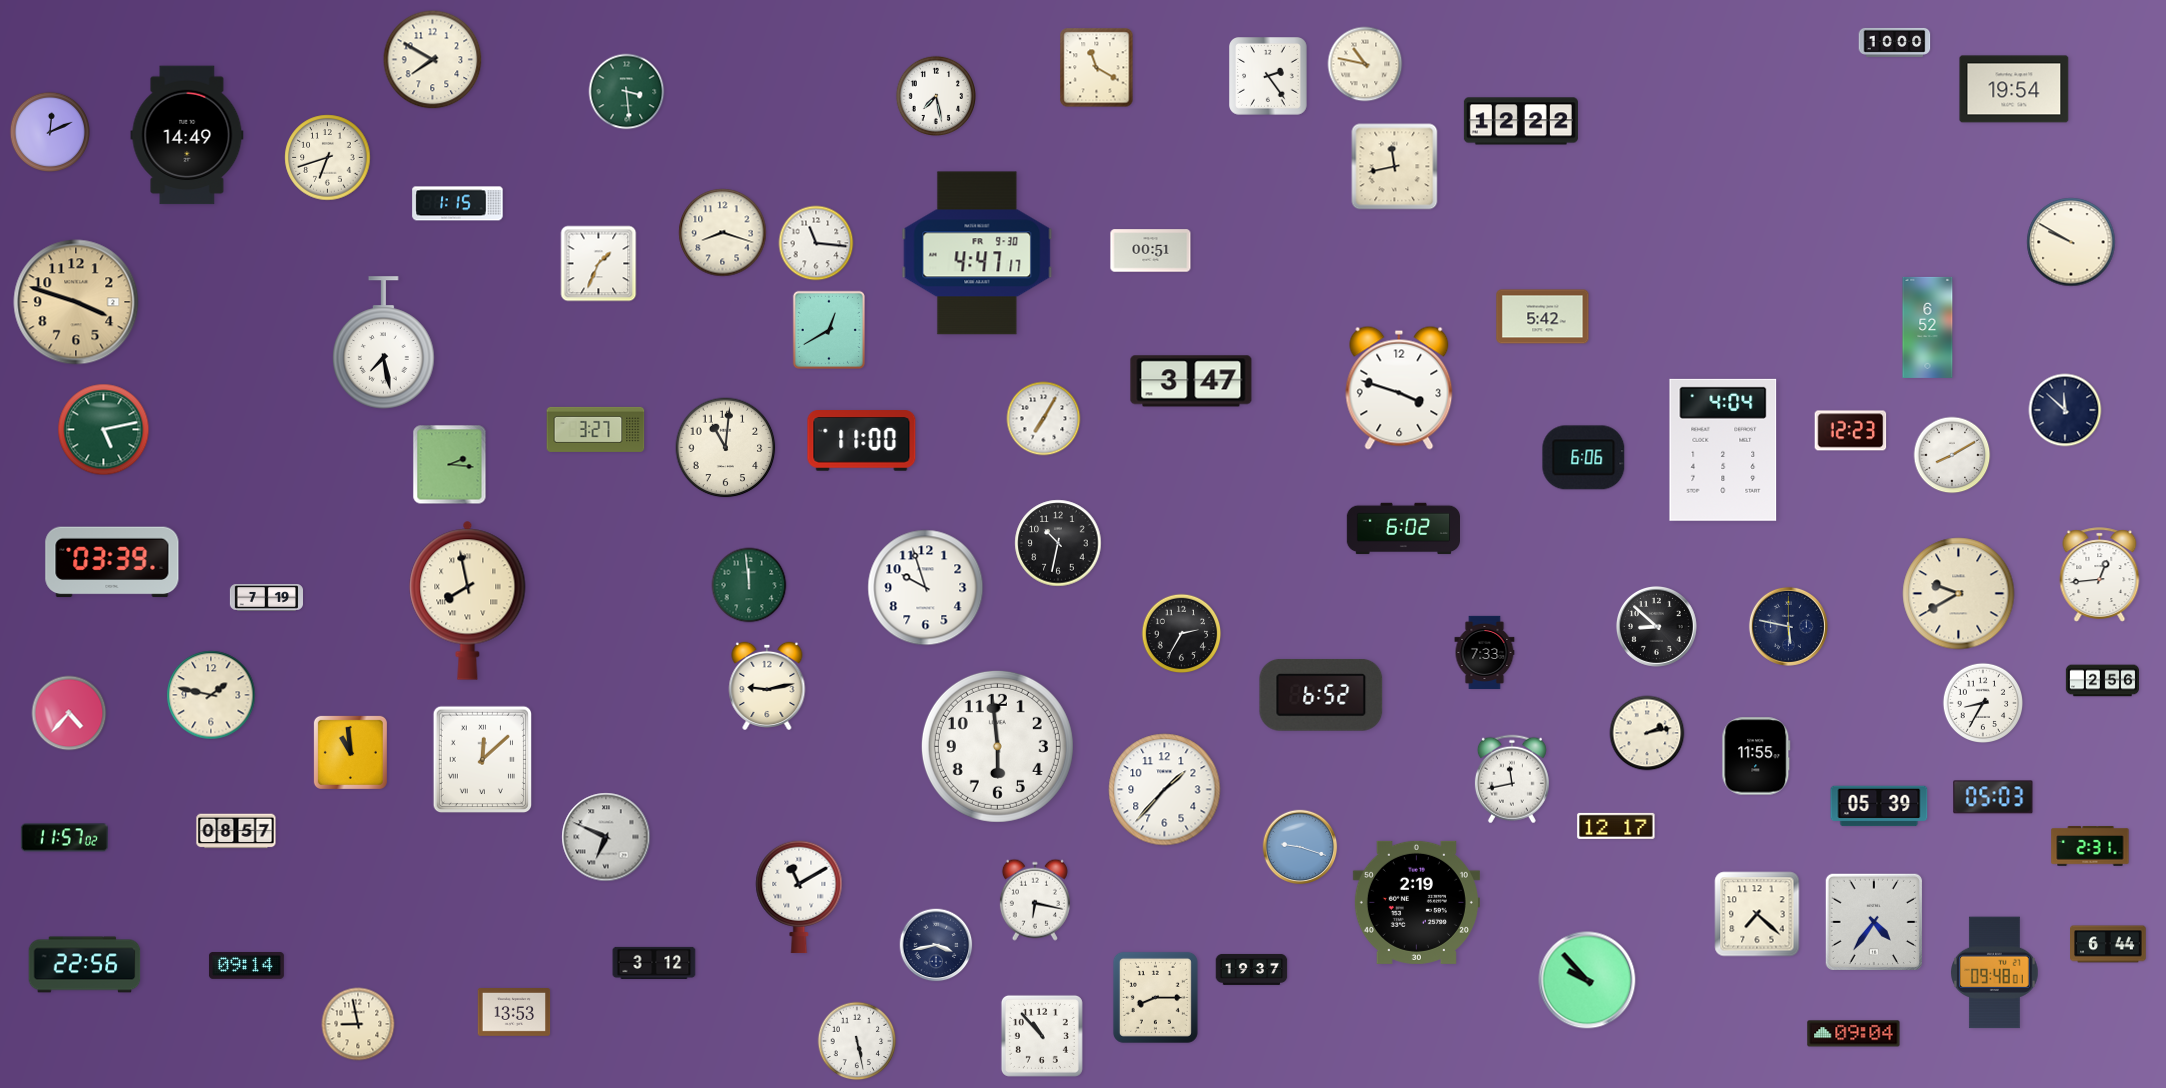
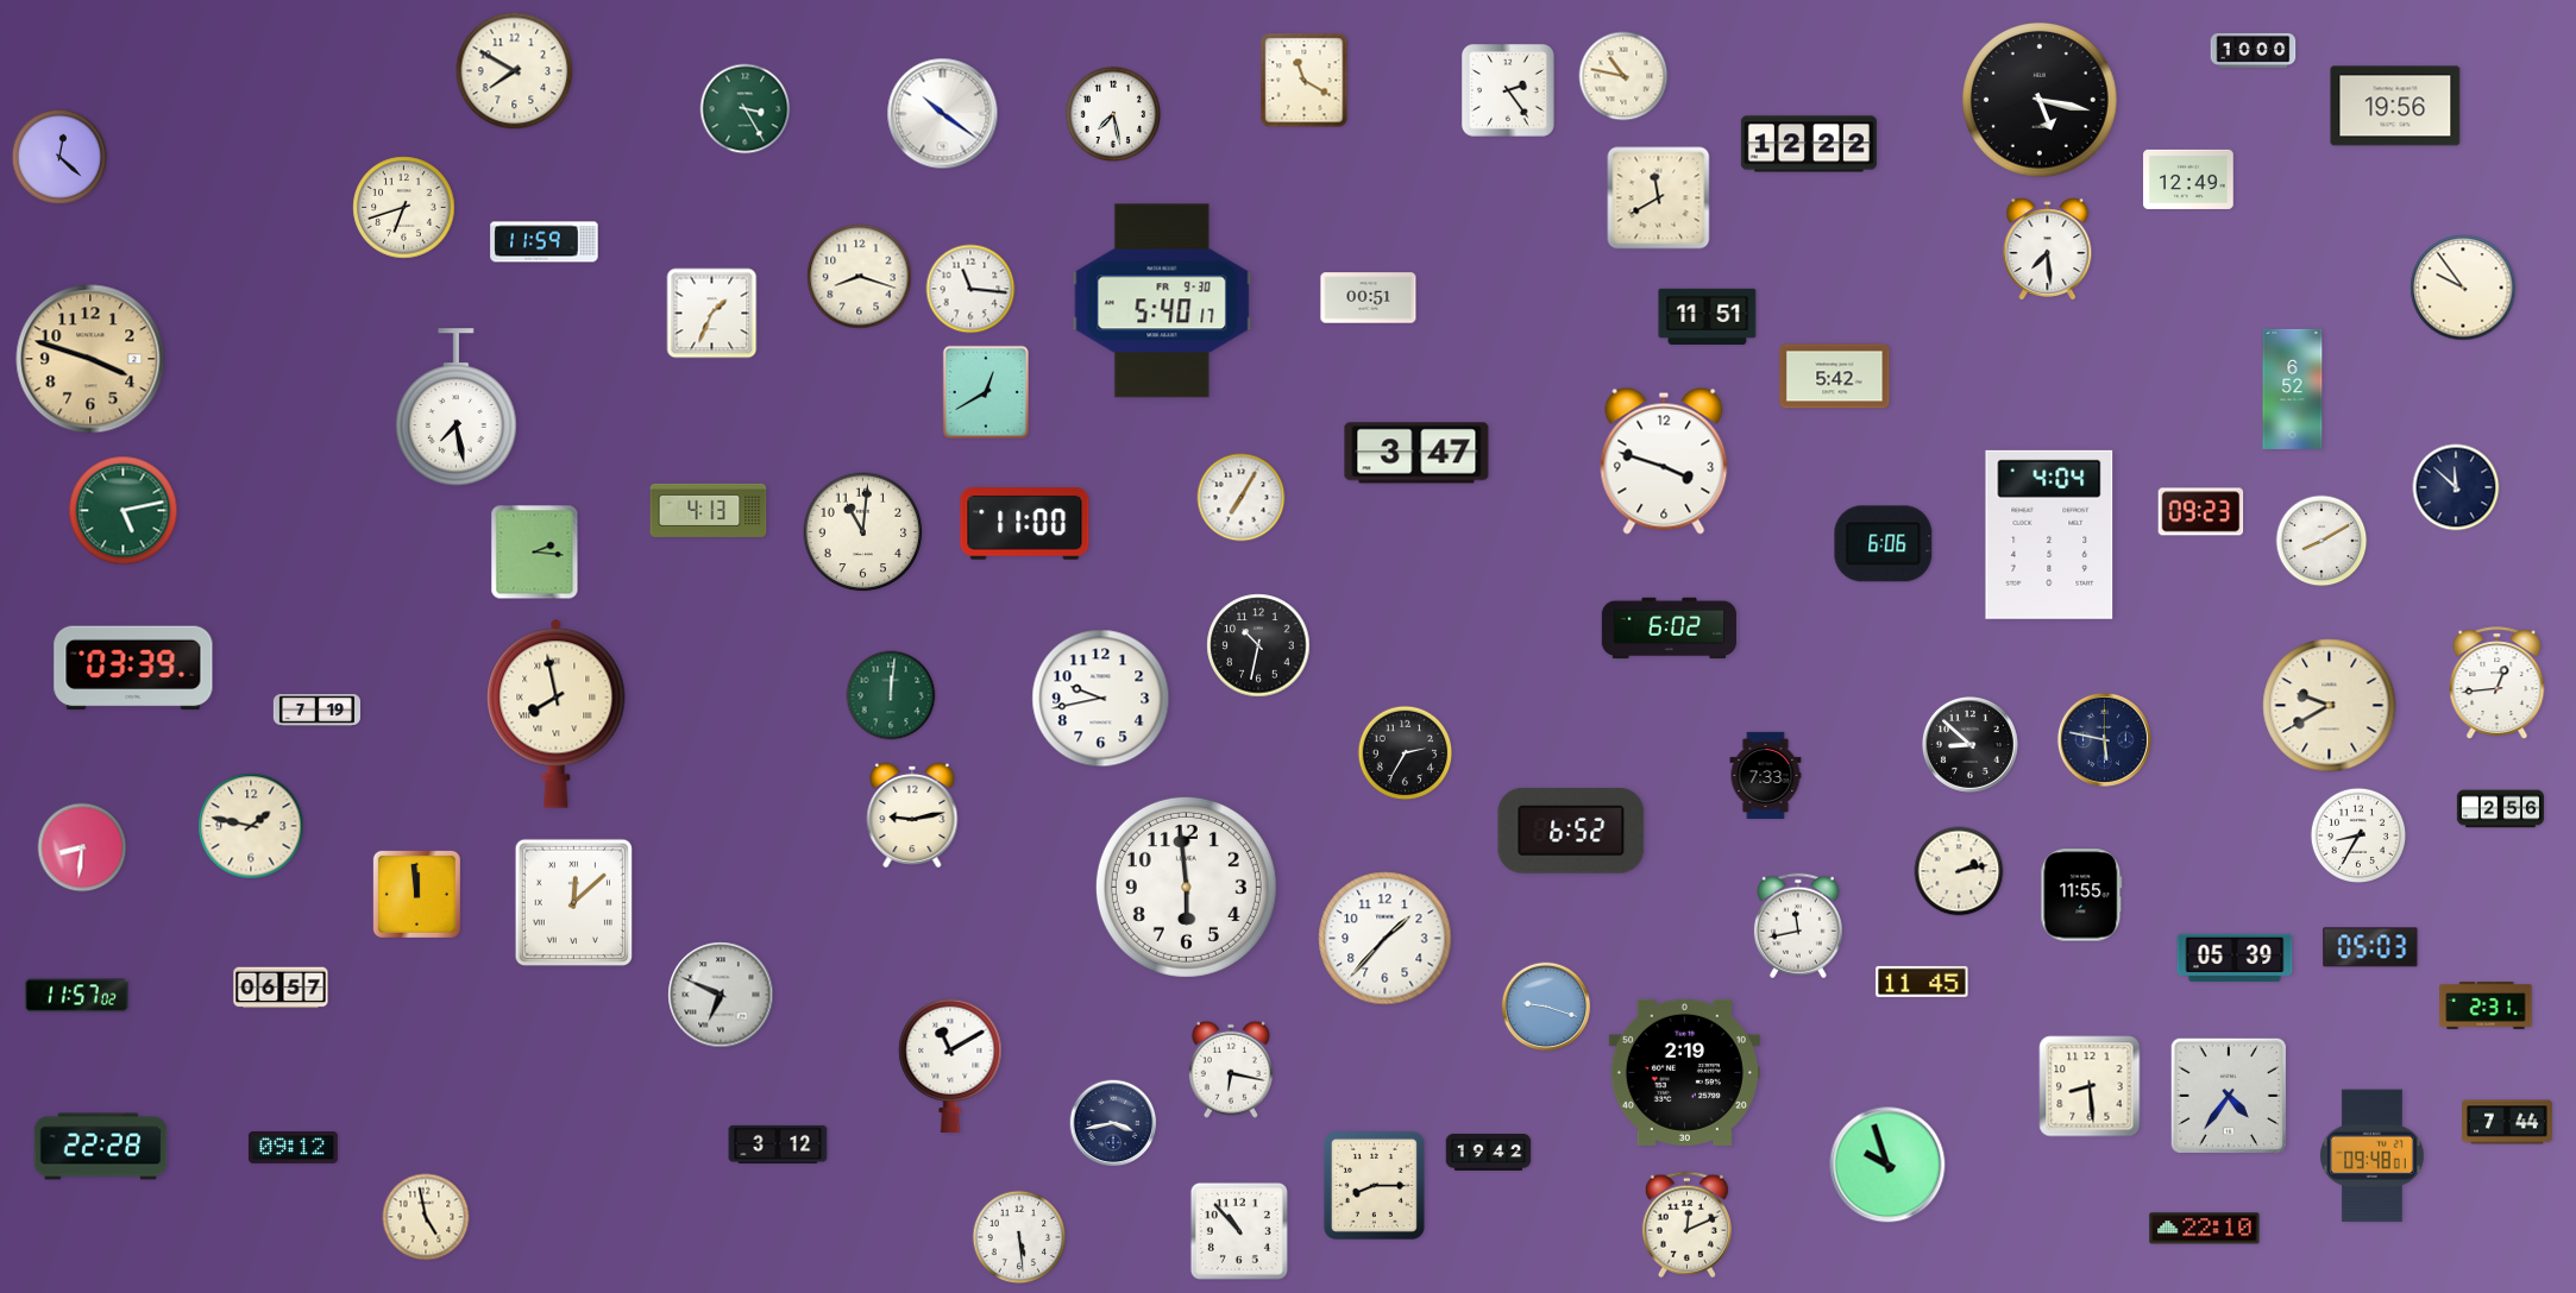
clock at (2040, 100): none -> 5:17
clock at (2014, 89): 19:54 -> 19:56
clock at (627, 92): 3:29 -> 3:25
clock at (943, 114): none -> 10:21
clock at (49, 131): 12:11 -> 12:22
clock at (187, 135): 14:49 -> none
clock at (2188, 179): none -> 12:49
clock at (328, 158) position: (328, 158) -> (404, 208)
clock at (1395, 167): 11:43 -> 11:40
clock at (458, 204): 1:15 -> 11:59
clock at (2048, 250): none -> 7:29
clock at (2071, 242): 9:50 -> 9:54
clock at (977, 253): 4:47 -> 5:40
clock at (1708, 316): none -> 11:51
clock at (596, 429): 3:27 -> 4:13
clock at (1851, 431): 12:23 -> 09:23
clock at (749, 585): 11:59 -> 12:01
clock at (926, 588): 9:57 -> 9:43
clock at (1788, 626) position: (1788, 626) -> (2104, 739)
clock at (1321, 695) position: (1321, 695) -> (1571, 831)
clock at (69, 713): 4:37 -> 8:31
clock at (350, 752): 10:59 -> 11:59
clock at (1756, 756) position: (1756, 756) -> (2081, 895)
clock at (1616, 826): 12:17 -> 11:45
clock at (236, 831): 08:57 -> 06:57
clock at (1757, 914): 7:22 -> 8:29
clock at (2108, 944): 6:44 -> 7:44
clock at (85, 965): 22:56 -> 22:28
clock at (246, 966): 09:14 -> 09:12
clock at (1252, 969): 19:37 -> 19:42
clock at (1587, 980): 9:53 -> 9:57
clock at (514, 1013): 13:53 -> none
clock at (358, 1024): 8:58 -> 4:58
clock at (1686, 1225): none -> 12:11
clock at (1854, 1034): 09:04 -> 22:10
clock at (857, 1041): 5:28 -> 5:29
